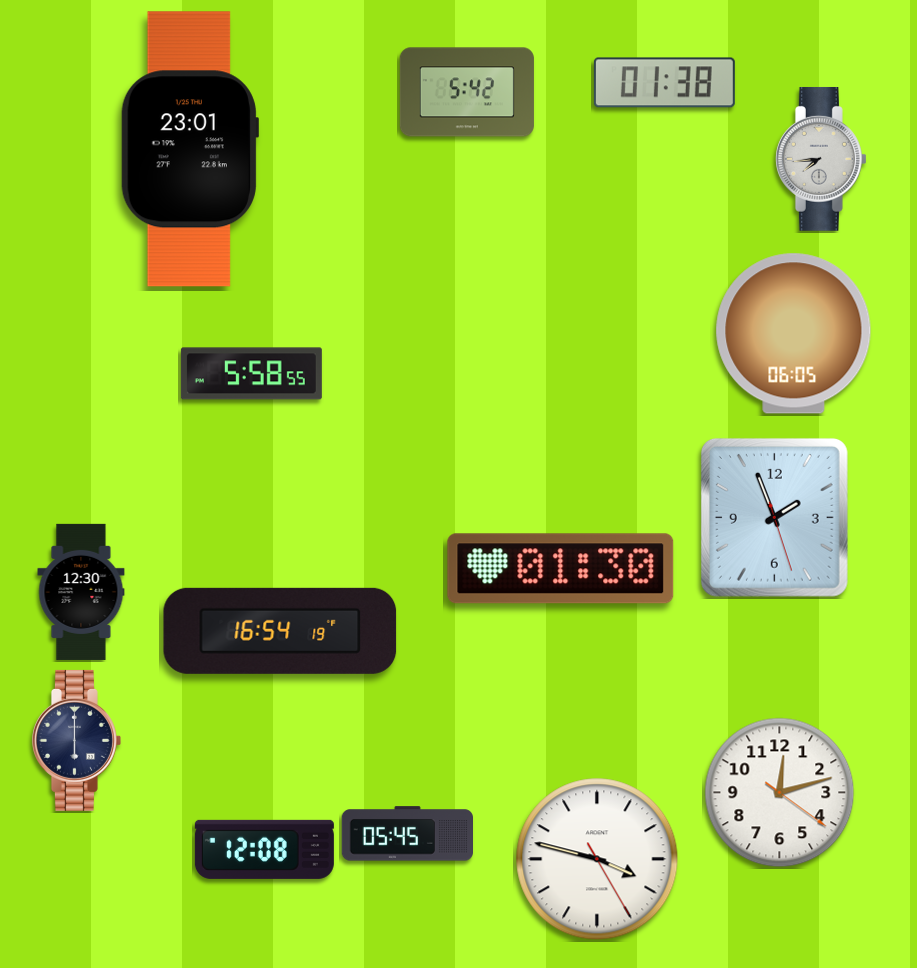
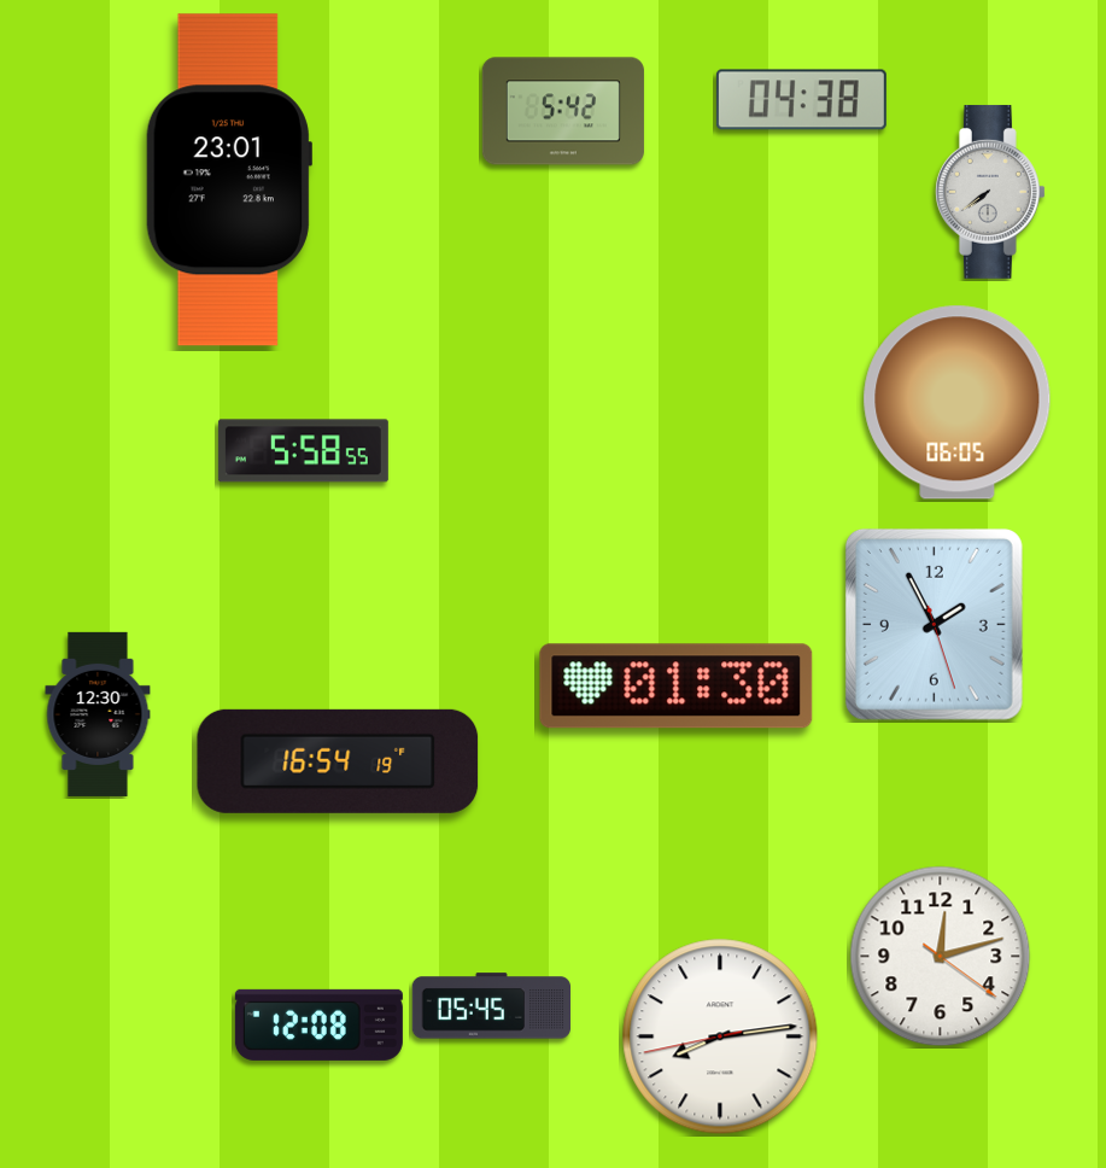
clock at (664, 83): 01:38 -> 04:38
clock at (821, 159): 7:44 -> 7:39
clock at (774, 517): 1:56 -> 1:55
clock at (76, 740): 6:00 -> none
clock at (597, 859): 3:47 -> 8:13
